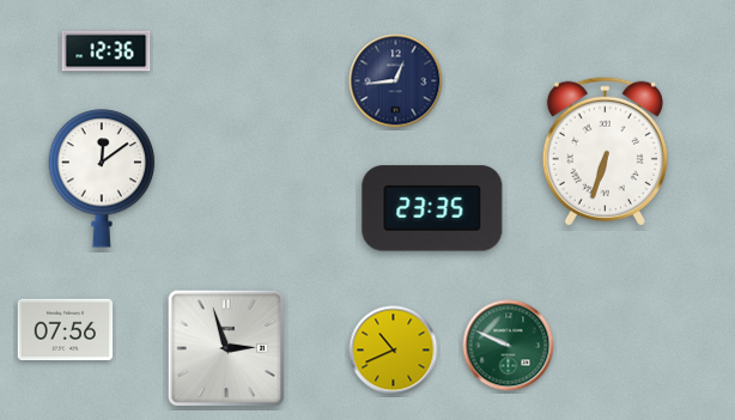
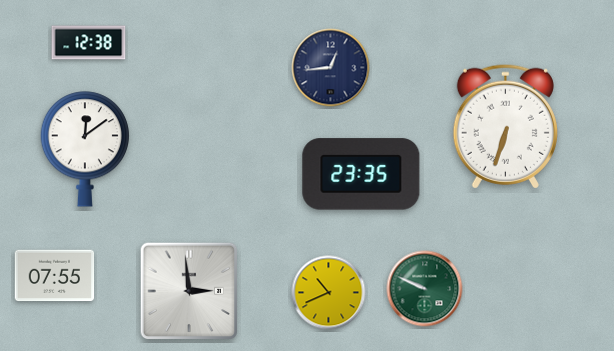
clock at (107, 51): 12:36 -> 12:38
clock at (66, 330): 07:56 -> 07:55
clock at (226, 348): 2:57 -> 2:59
